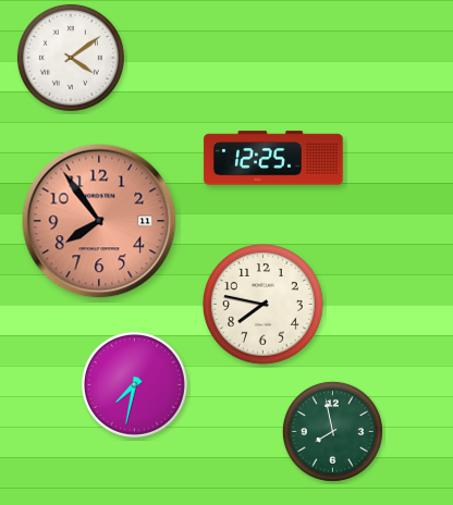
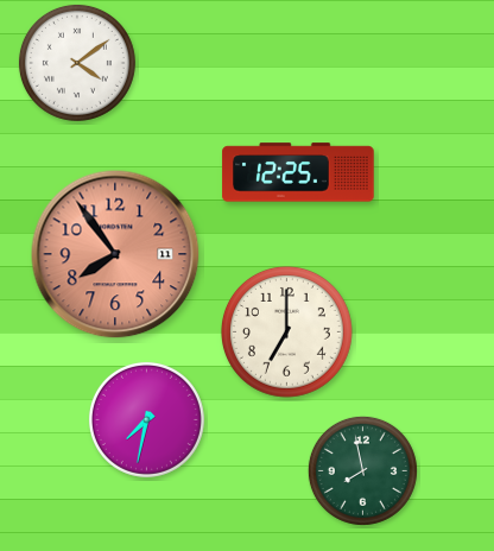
clock at (99, 221) position: (99, 221) -> (115, 254)
clock at (264, 305): 7:47 -> 7:00
